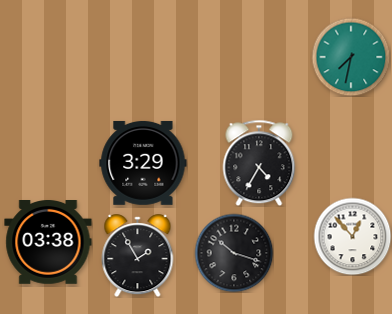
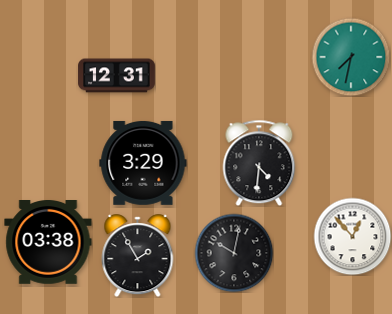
clock at (117, 76): none -> 12:31
clock at (259, 163): 4:35 -> 4:31
clock at (234, 253): 10:18 -> 10:02
